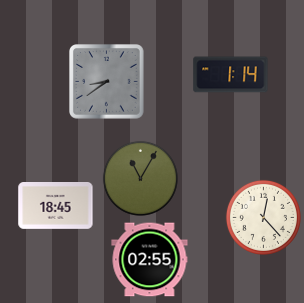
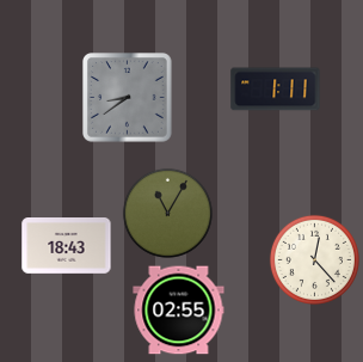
clock at (231, 75): 1:14 -> 1:11
clock at (56, 206): 18:45 -> 18:43
